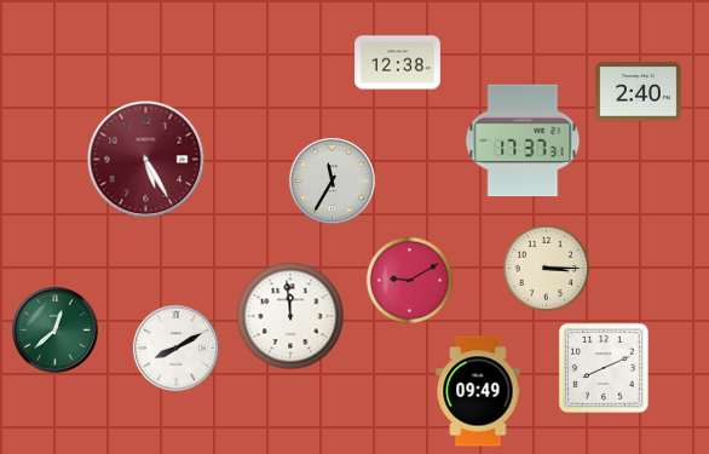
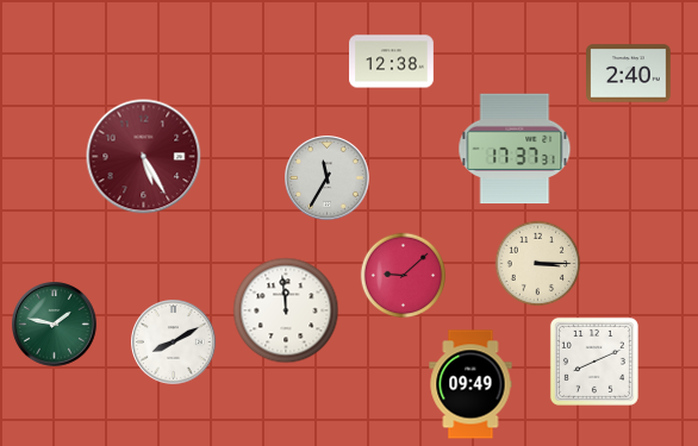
clock at (639, 92) position: (639, 92) -> (629, 74)
clock at (523, 140) position: (523, 140) -> (515, 149)
clock at (410, 281): 9:10 -> 9:08
clock at (56, 331): 12:38 -> 1:47
